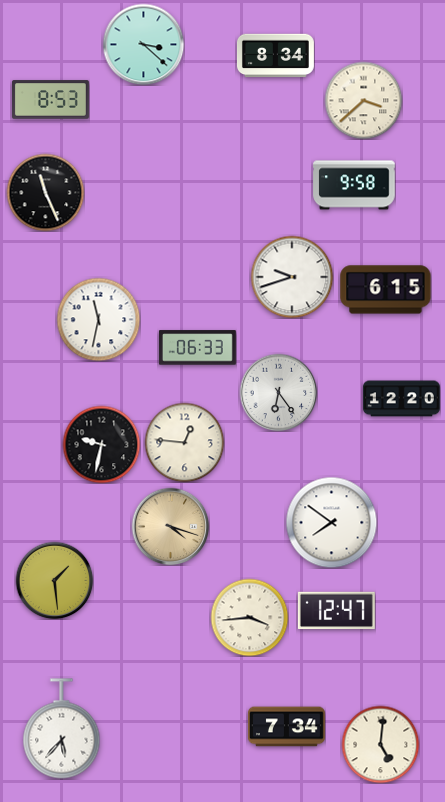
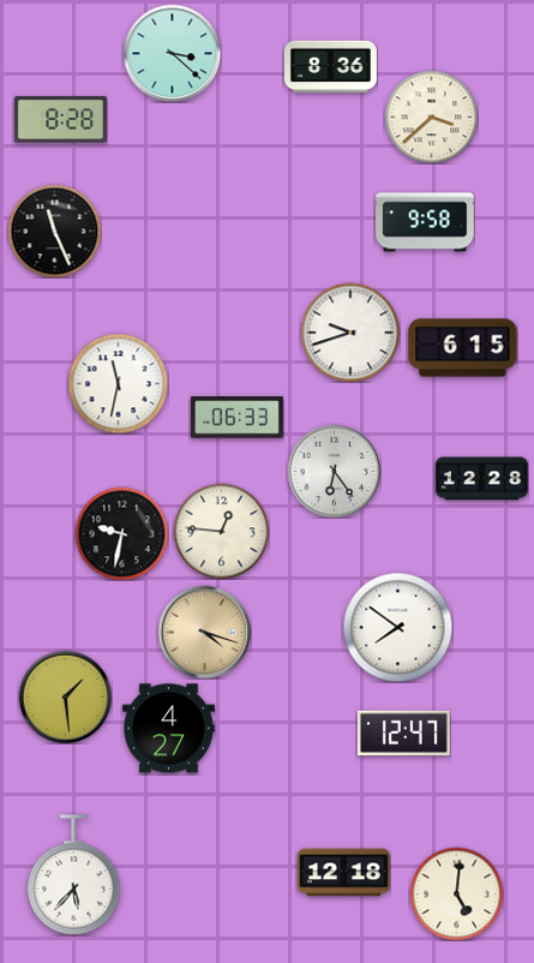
clock at (275, 56): 8:34 -> 8:36
clock at (50, 100): 8:53 -> 8:28
clock at (363, 100) position: (363, 100) -> (431, 116)
clock at (401, 399): 12:20 -> 12:28
clock at (168, 729): none -> 4:27
clock at (249, 617): 3:44 -> none
clock at (286, 727): 7:34 -> 12:18
